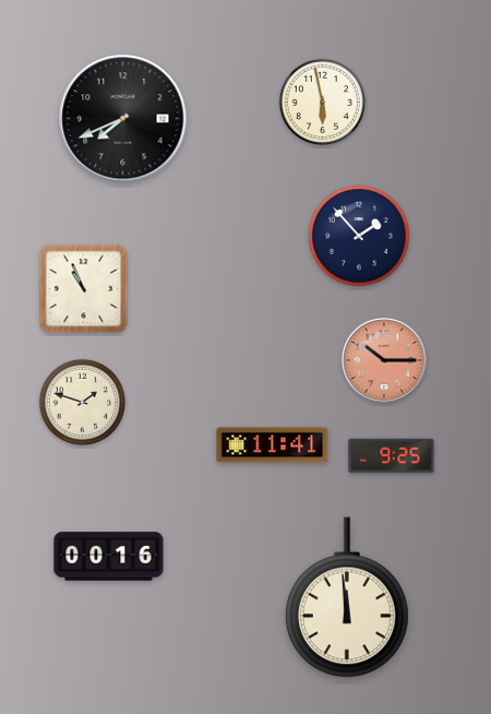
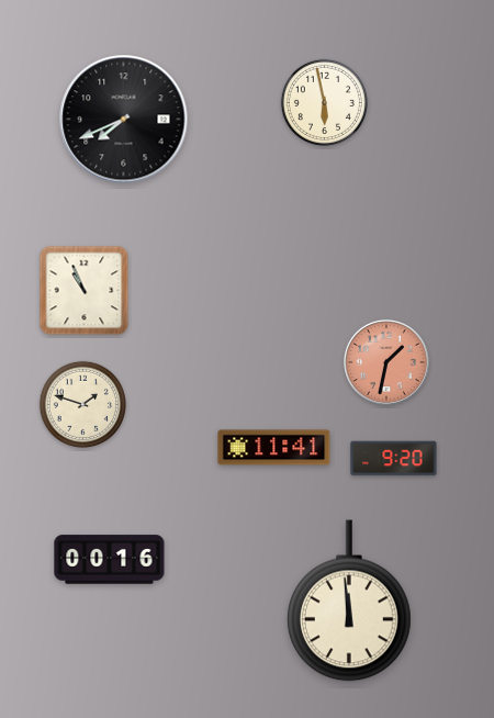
clock at (359, 236): 1:53 -> none
clock at (384, 360): 10:15 -> 1:32
clock at (392, 456): 9:25 -> 9:20
